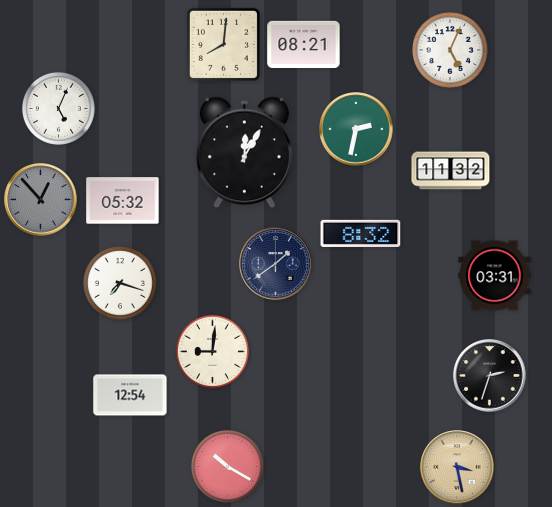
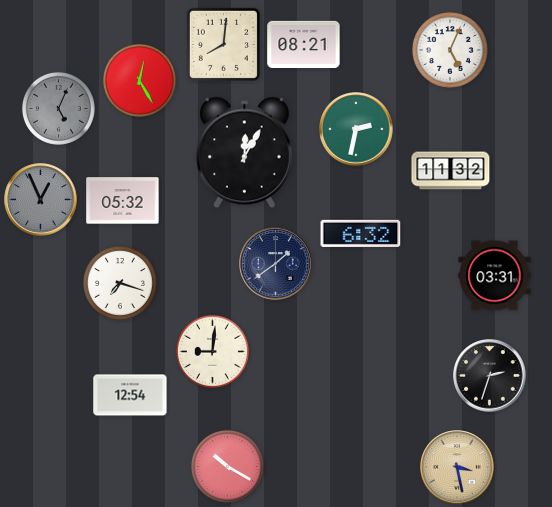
clock at (139, 80): none -> 12:25
clock at (58, 108) dial: white -> grey
clock at (41, 200): 12:53 -> 12:56
clock at (361, 233): 8:32 -> 6:32
